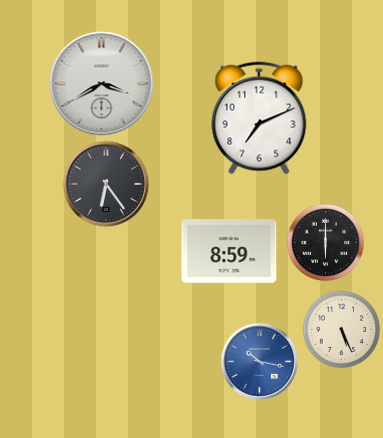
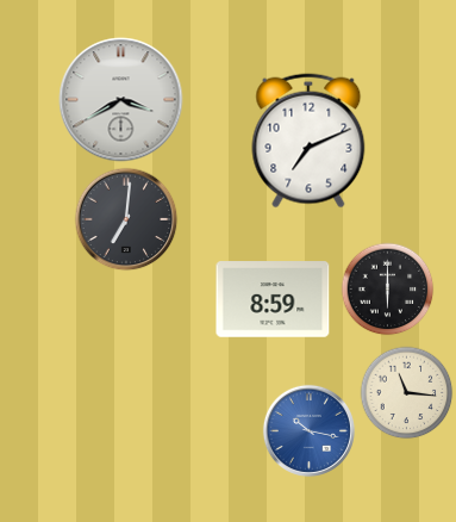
clock at (106, 184): 6:24 -> 7:01
clock at (341, 329): 5:26 -> 11:16
